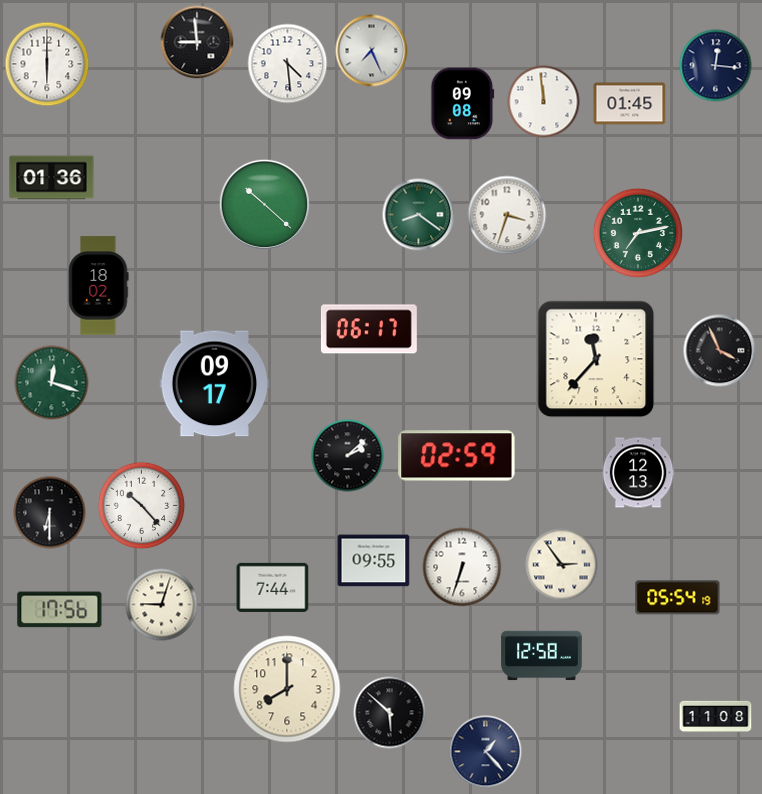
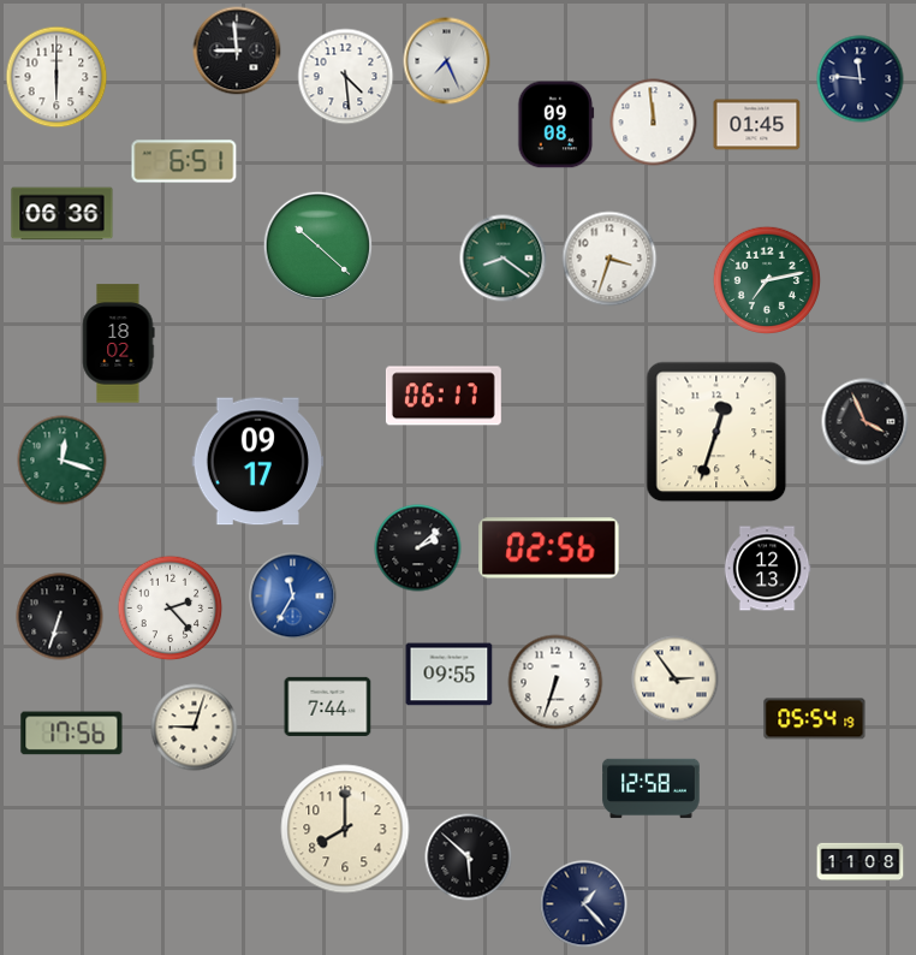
clock at (716, 66): 12:16 -> 11:46
clock at (184, 161): none -> 6:51
clock at (52, 178): 01:36 -> 06:36
clock at (596, 359): 11:37 -> 12:33
clock at (457, 456): 02:59 -> 02:56
clock at (293, 597): none -> 11:35
clock at (142, 506): 10:23 -> 2:23
clock at (50, 513): 6:30 -> 6:33
